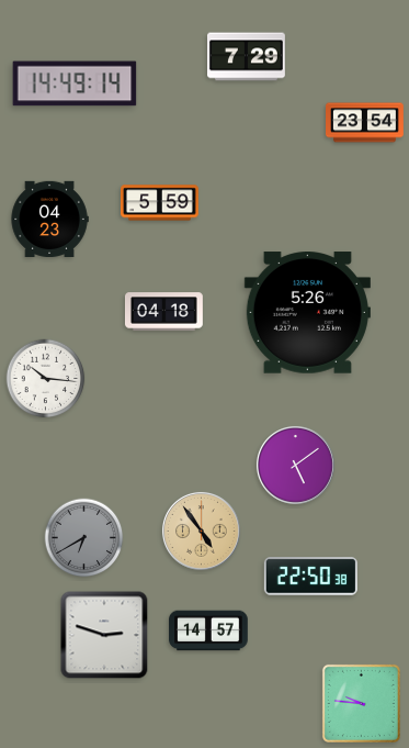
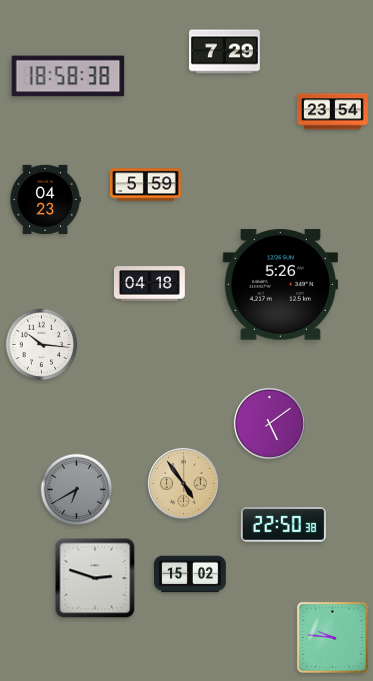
clock at (75, 83): 14:49 -> 18:58
clock at (208, 630): 14:57 -> 15:02
clock at (361, 703) position: (361, 703) -> (332, 637)
